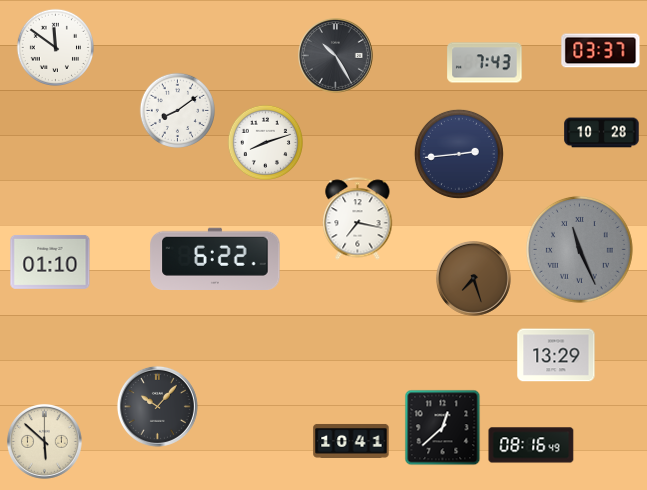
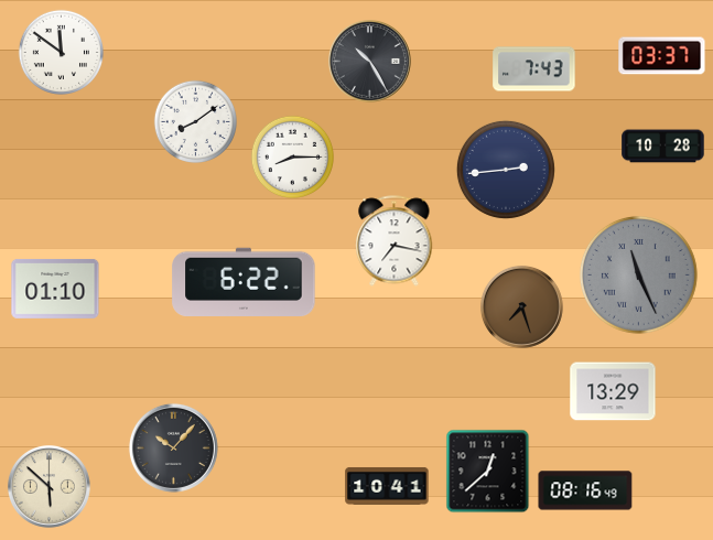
clock at (265, 142): 8:12 -> 8:15
clock at (215, 258) position: (215, 258) -> (244, 281)
